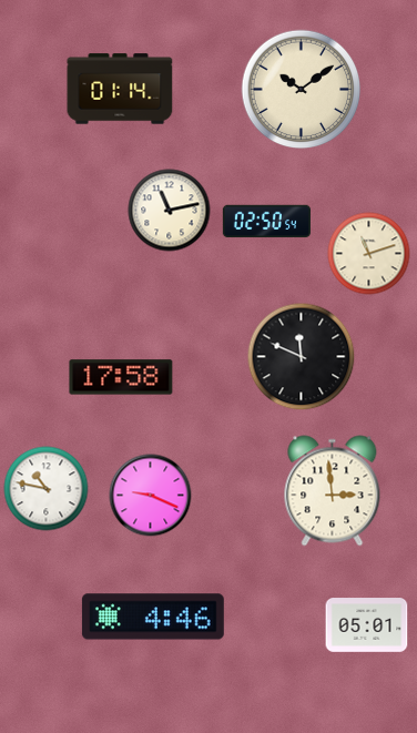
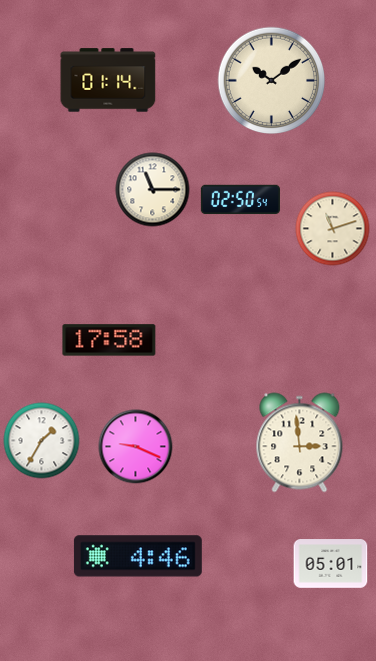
clock at (170, 211): 11:13 -> 11:15
clock at (302, 357): 11:49 -> none
clock at (47, 489): 10:47 -> 1:35
